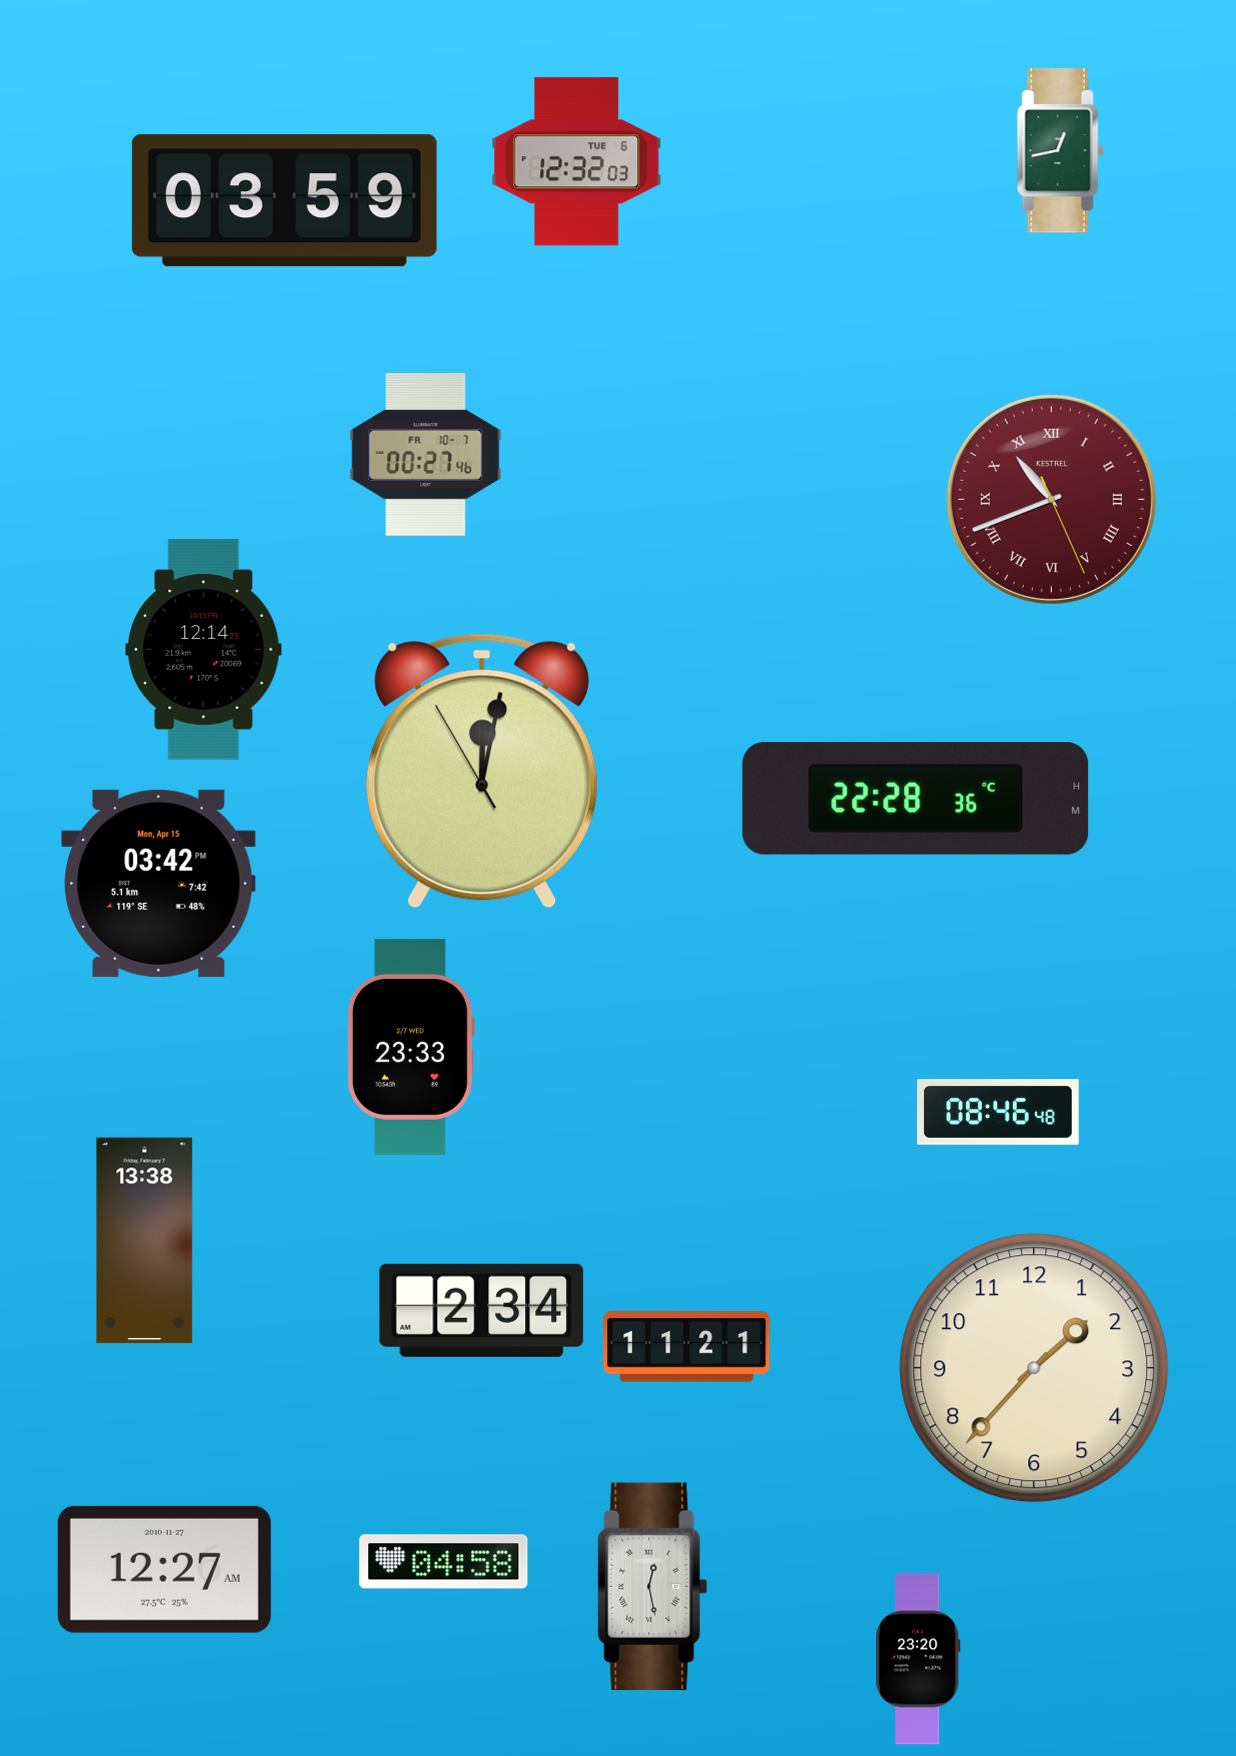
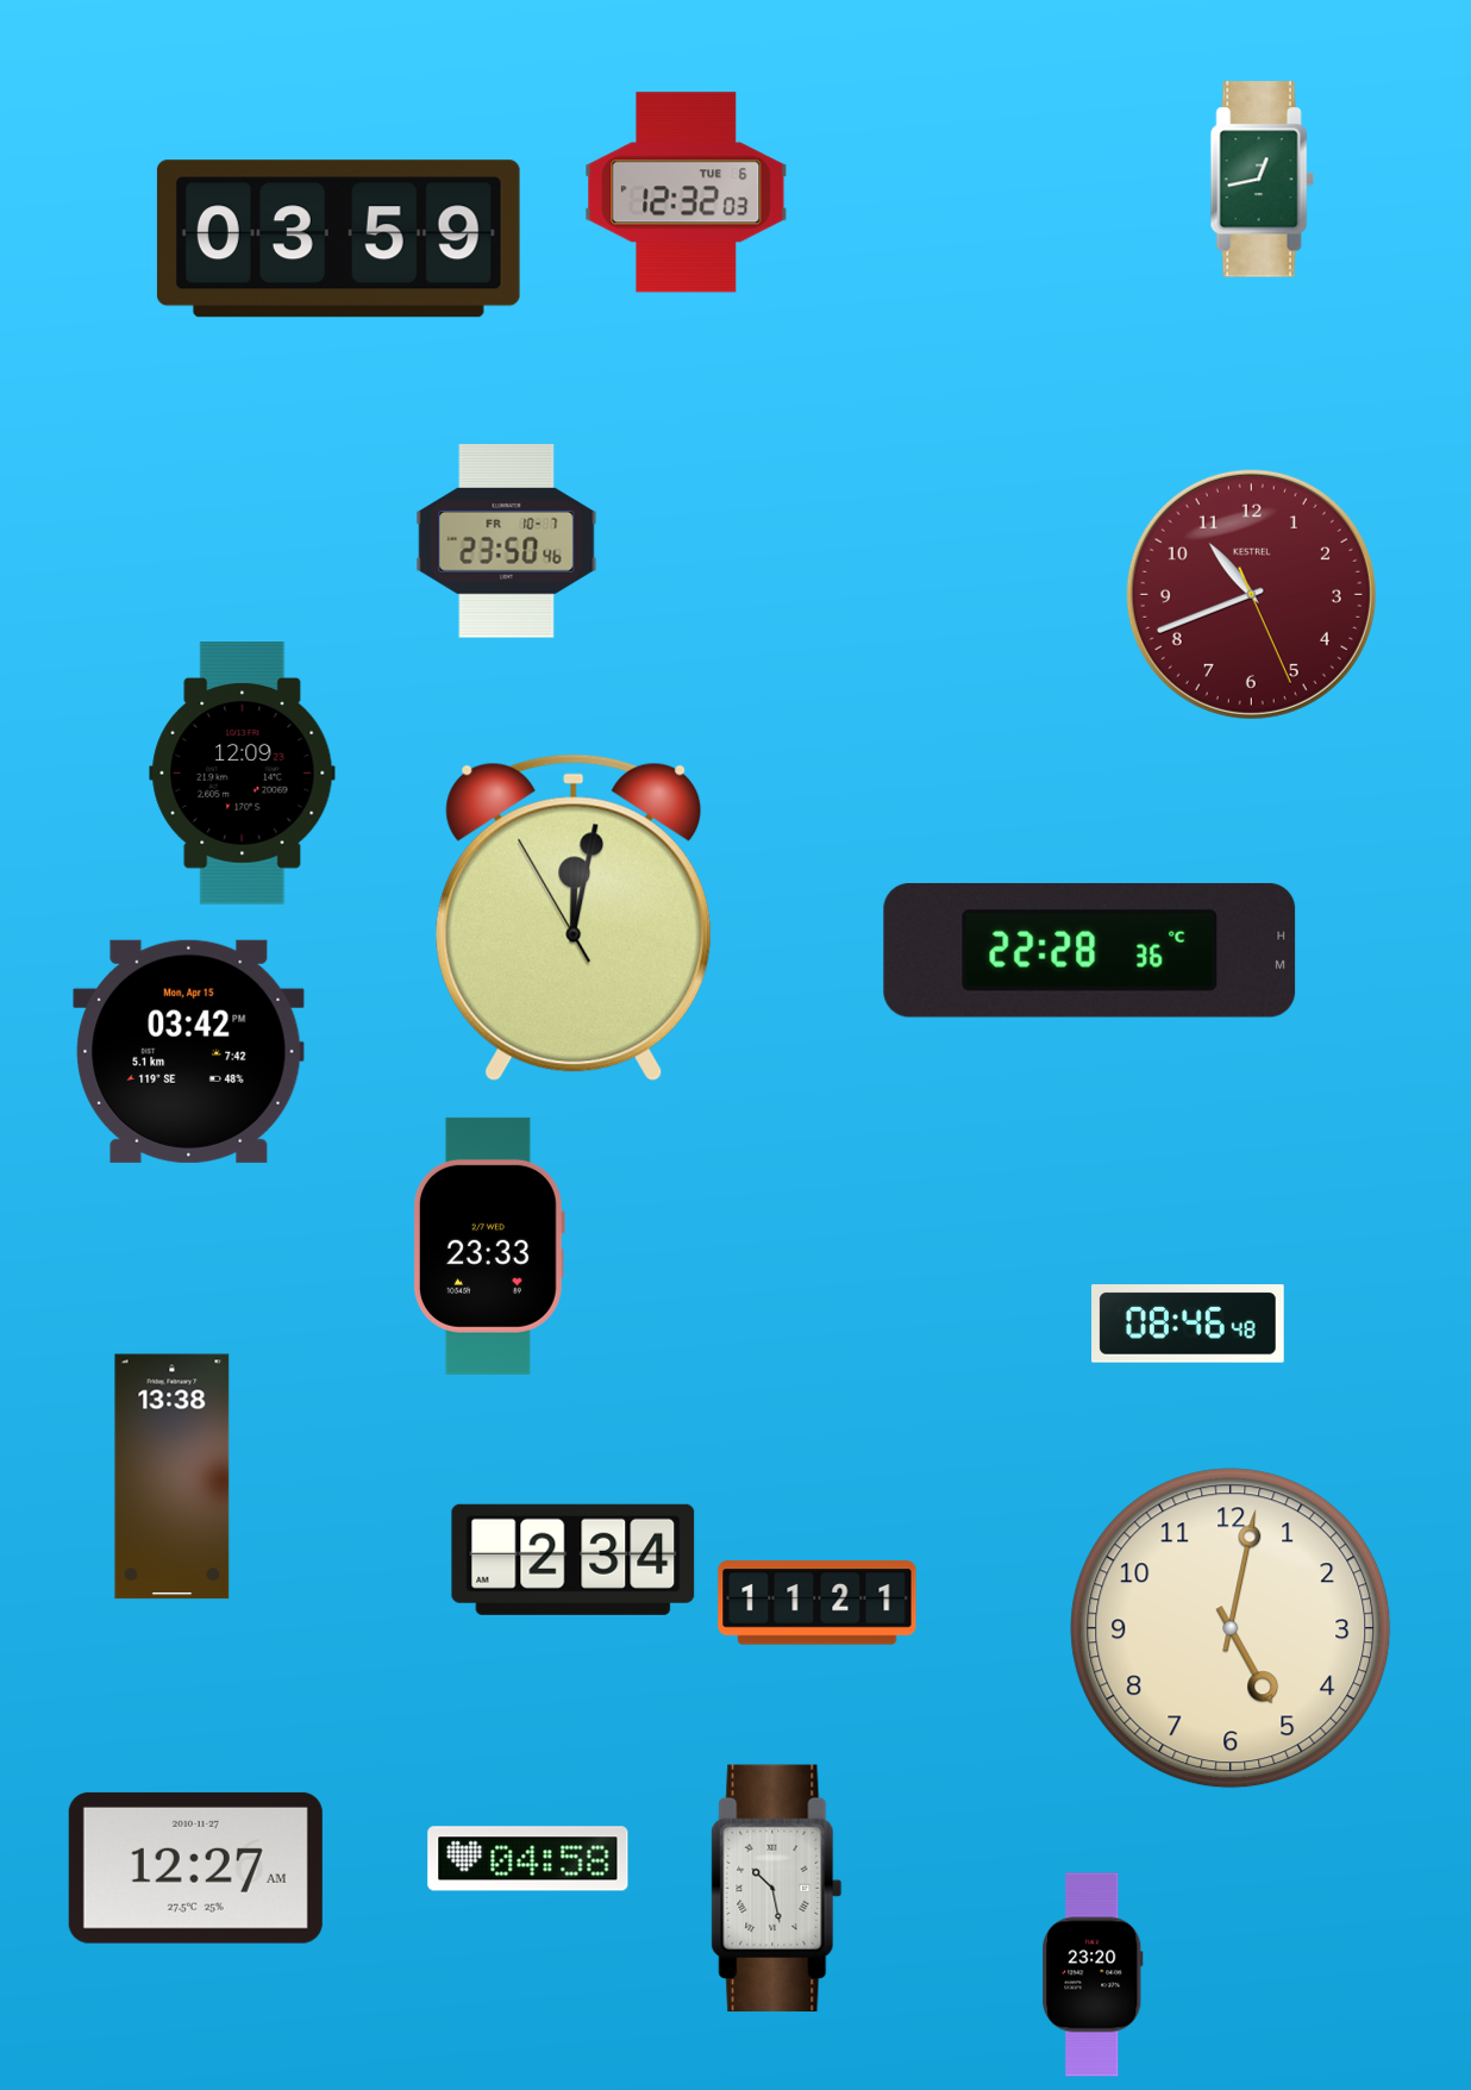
clock at (426, 455): 00:27 -> 23:50
clock at (1051, 499) numerals: Roman -> Arabic
clock at (204, 650): 12:14 -> 12:09
clock at (1034, 1368): 1:37 -> 5:02
clock at (653, 1587): 12:28 -> 10:28
